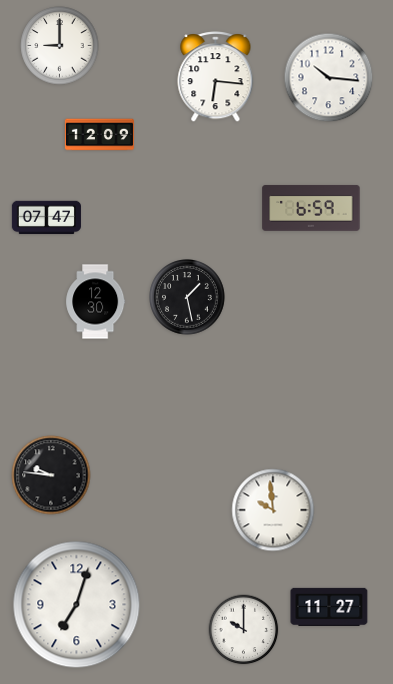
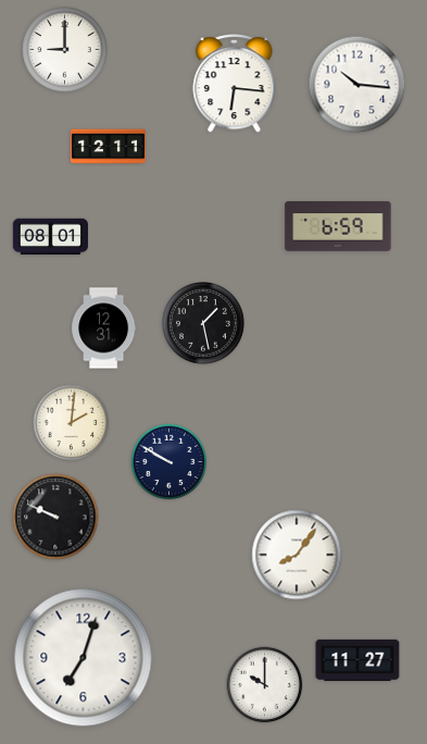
clock at (99, 135): 12:09 -> 12:11
clock at (46, 218): 07:47 -> 08:01
clock at (96, 302): 12:30 -> 12:31
clock at (72, 423): none -> 2:01
clock at (169, 462): none -> 9:50
clock at (51, 475): 9:46 -> 9:49
clock at (273, 510): 9:59 -> 8:06
